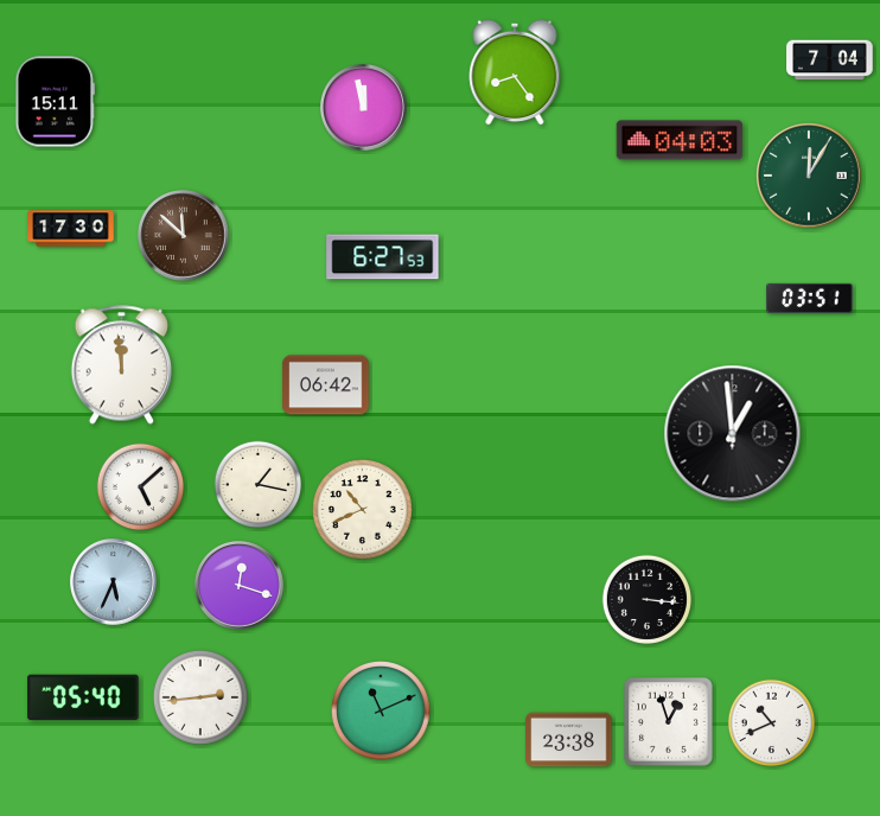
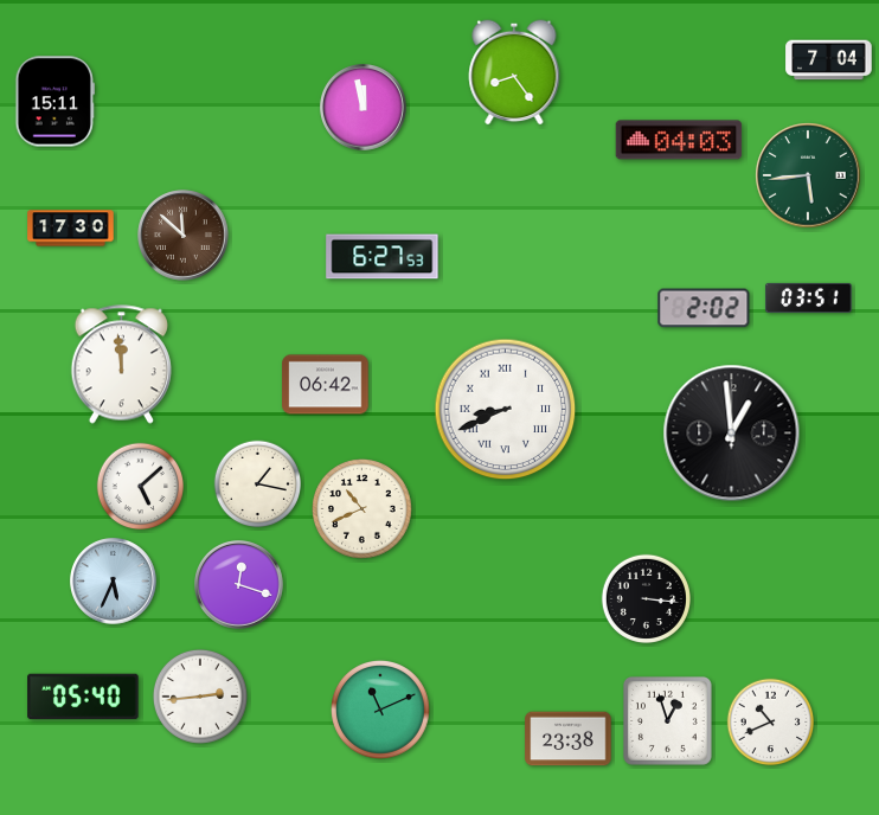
clock at (809, 176): 12:05 -> 5:44
clock at (704, 308): none -> 2:02
clock at (506, 410): none -> 8:41
